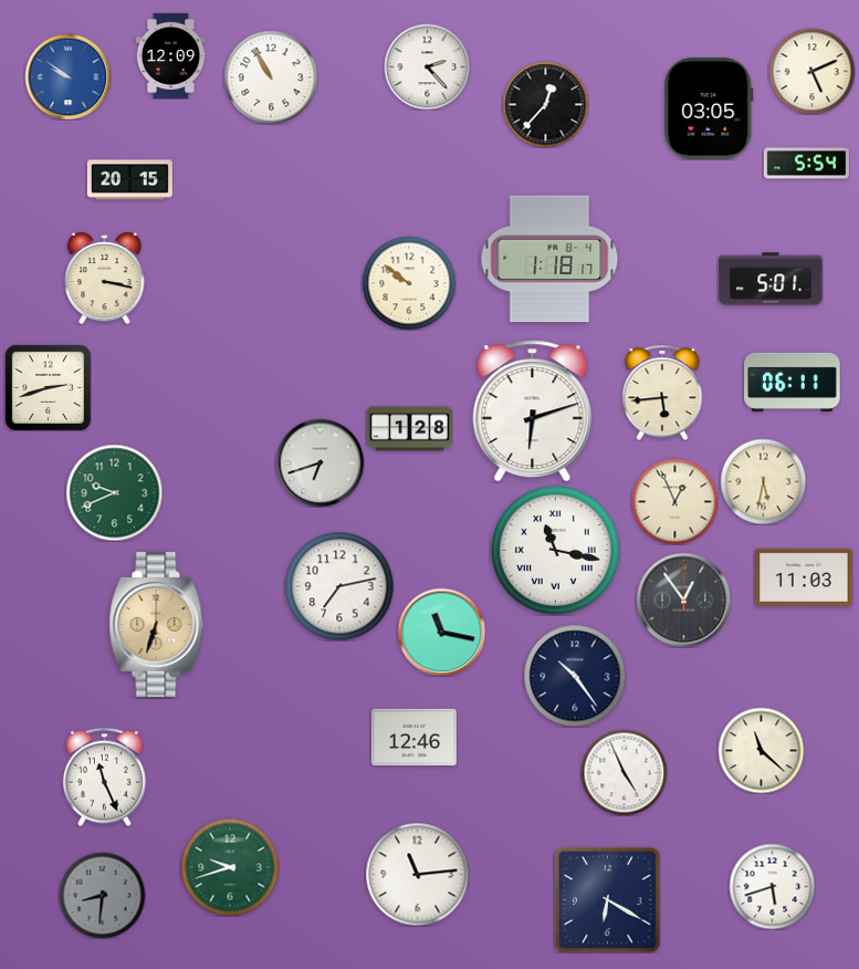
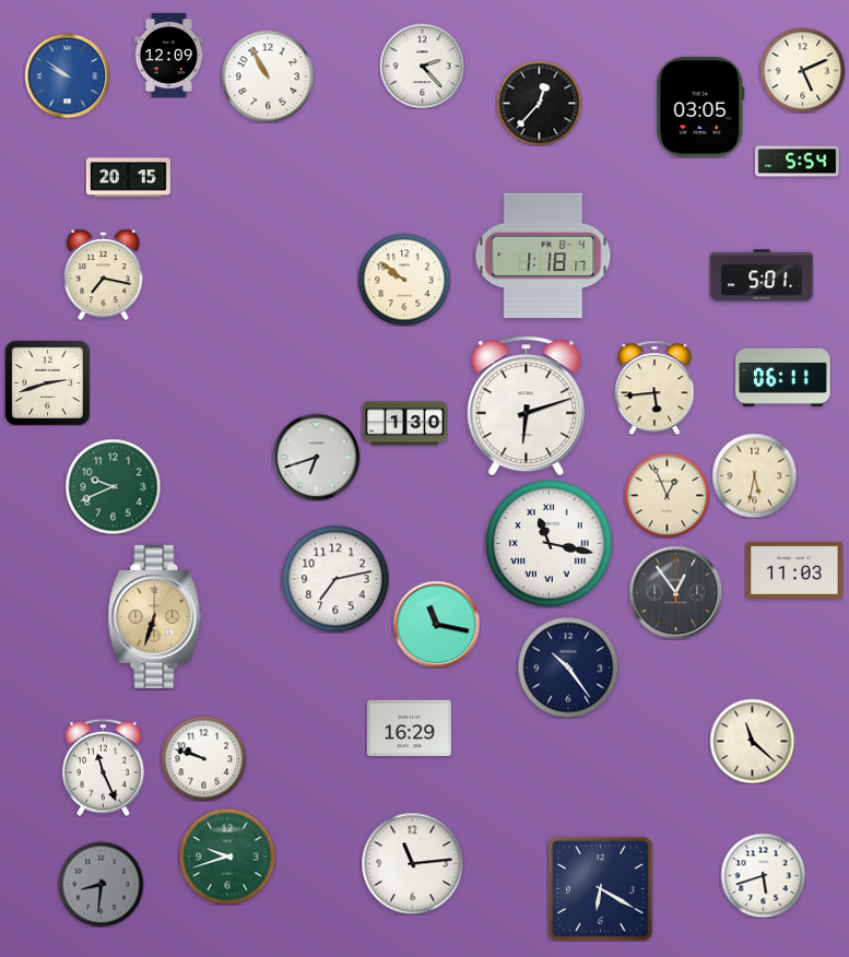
clock at (105, 278): 3:17 -> 7:17
clock at (409, 429): 1:28 -> 1:30
clock at (413, 738): 12:46 -> 16:29
clock at (203, 758): none -> 9:48
clock at (624, 772): 4:56 -> none
